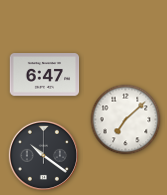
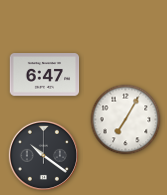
clock at (126, 120): 7:08 -> 7:05
